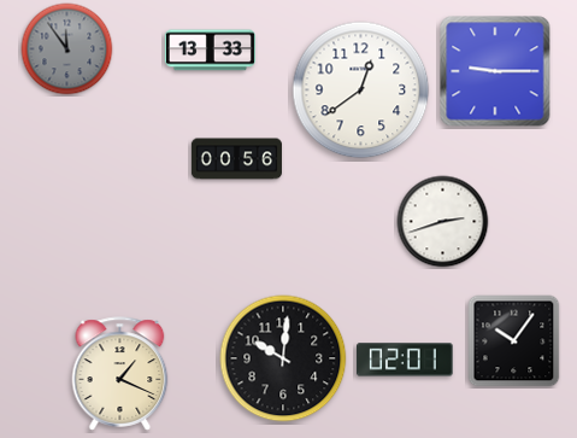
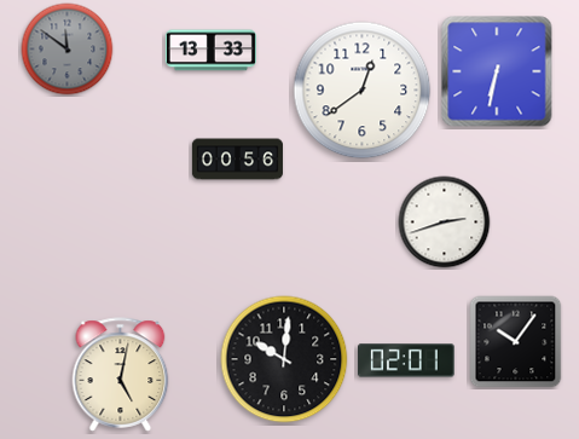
clock at (67, 49): 11:54 -> 11:51
clock at (495, 71): 9:15 -> 6:32
clock at (120, 374): 1:19 -> 5:02
